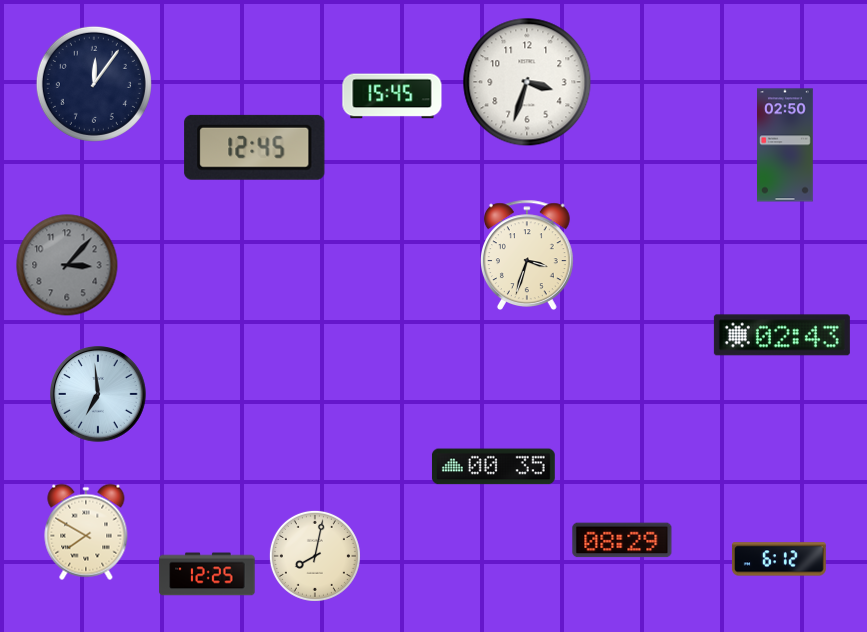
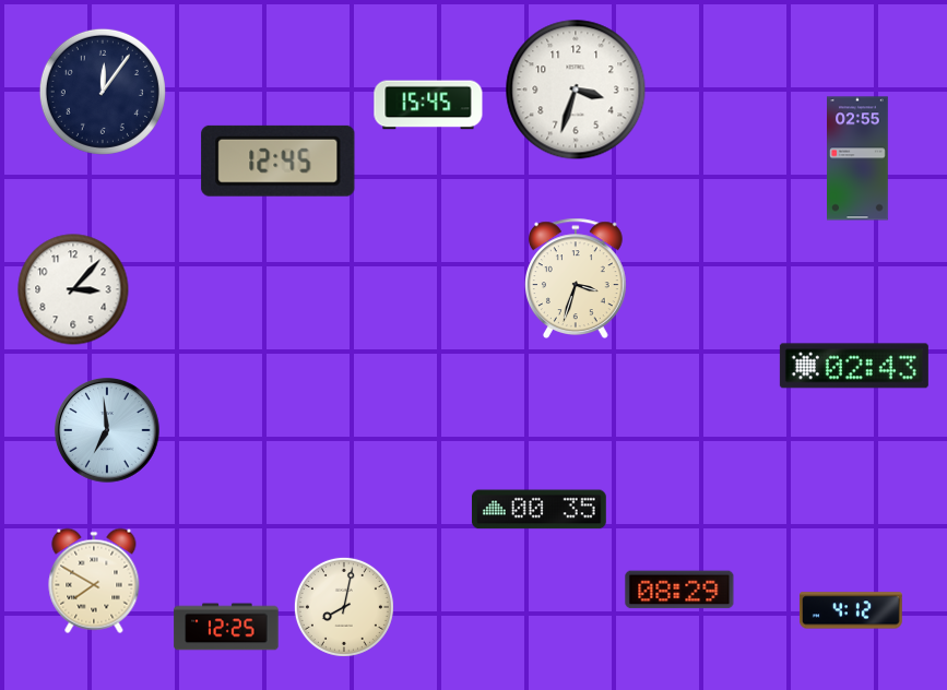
clock at (786, 145): 02:50 -> 02:55
clock at (67, 265) dial: grey -> white
clock at (779, 559): 6:12 -> 4:12
